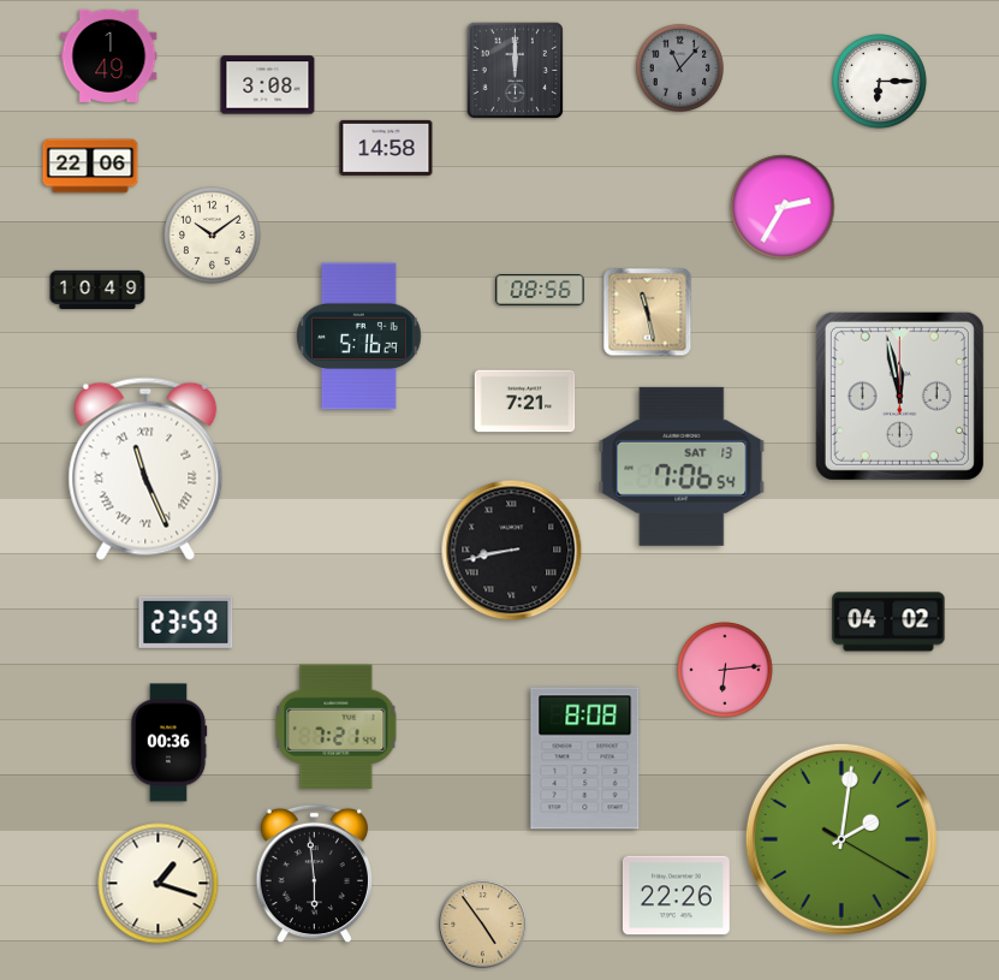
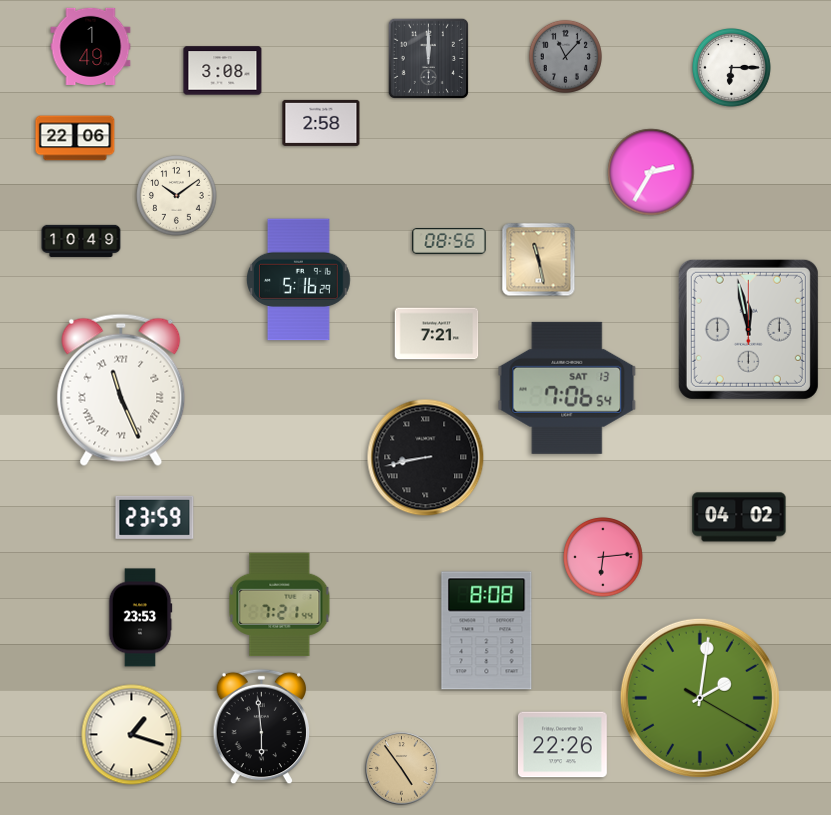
clock at (386, 148): 14:58 -> 2:58
clock at (168, 743): 00:36 -> 23:53
